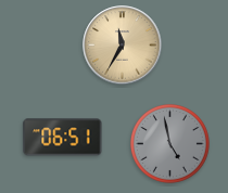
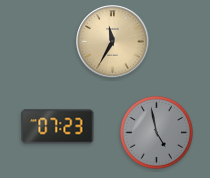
clock at (63, 138): 06:51 -> 07:23
